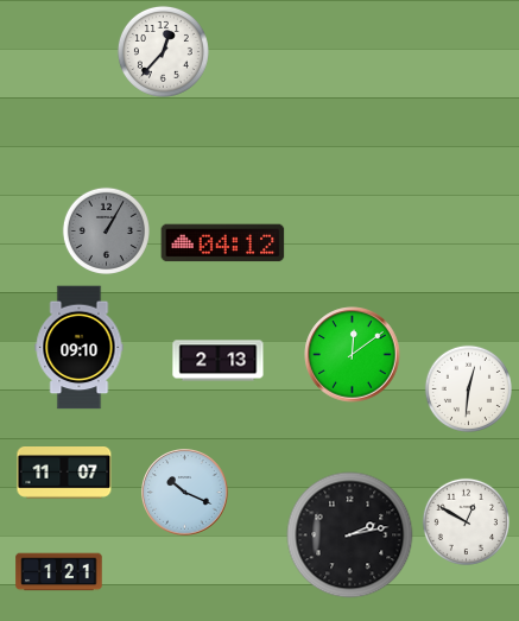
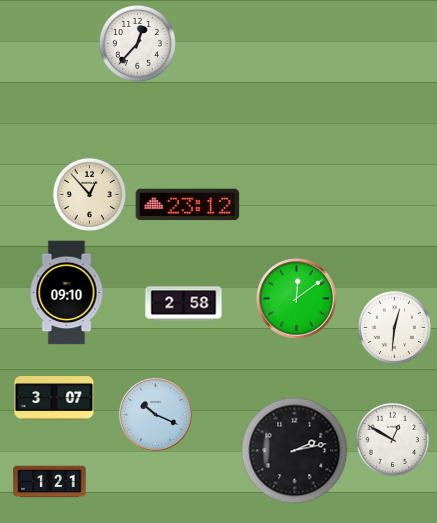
clock at (106, 230): 1:05 -> 12:53
clock at (106, 230) dial: grey -> cream
clock at (223, 243): 04:12 -> 23:12
clock at (219, 361): 2:13 -> 2:58
clock at (64, 474): 11:07 -> 3:07
